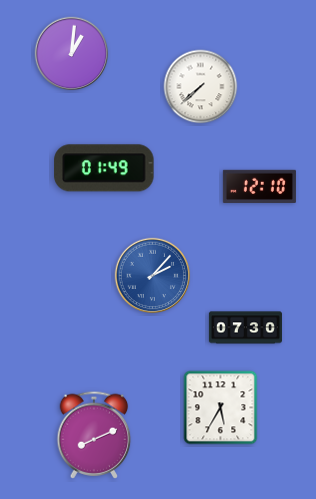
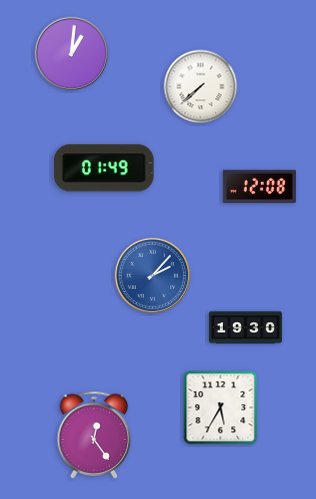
clock at (259, 186): 12:10 -> 12:08
clock at (245, 328): 07:30 -> 19:30
clock at (94, 435): 8:11 -> 12:24
